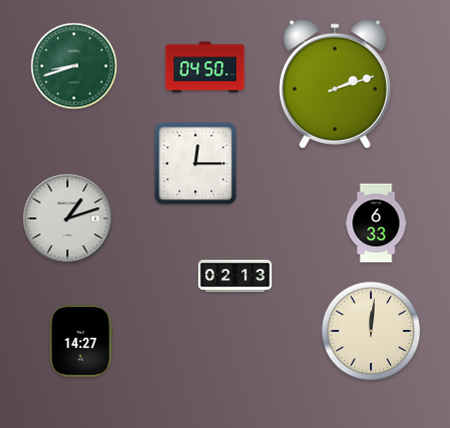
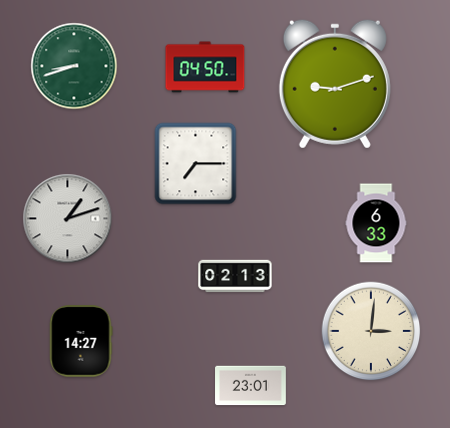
clock at (335, 84): 2:12 -> 9:12
clock at (196, 164): 12:15 -> 7:15
clock at (371, 331): 12:01 -> 3:01
clock at (251, 386): none -> 23:01
